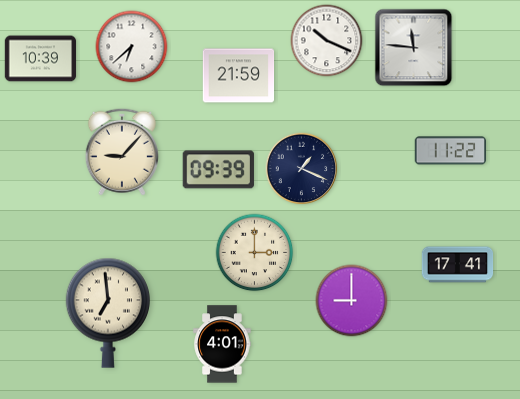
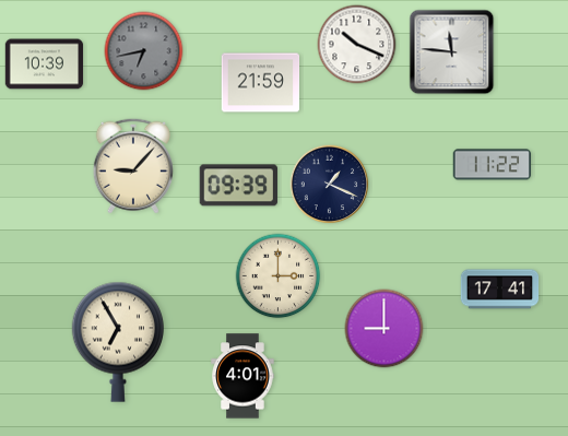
clock at (132, 47): 6:38 -> 6:43
clock at (132, 47) dial: white -> grey
clock at (108, 313): 6:59 -> 6:55
